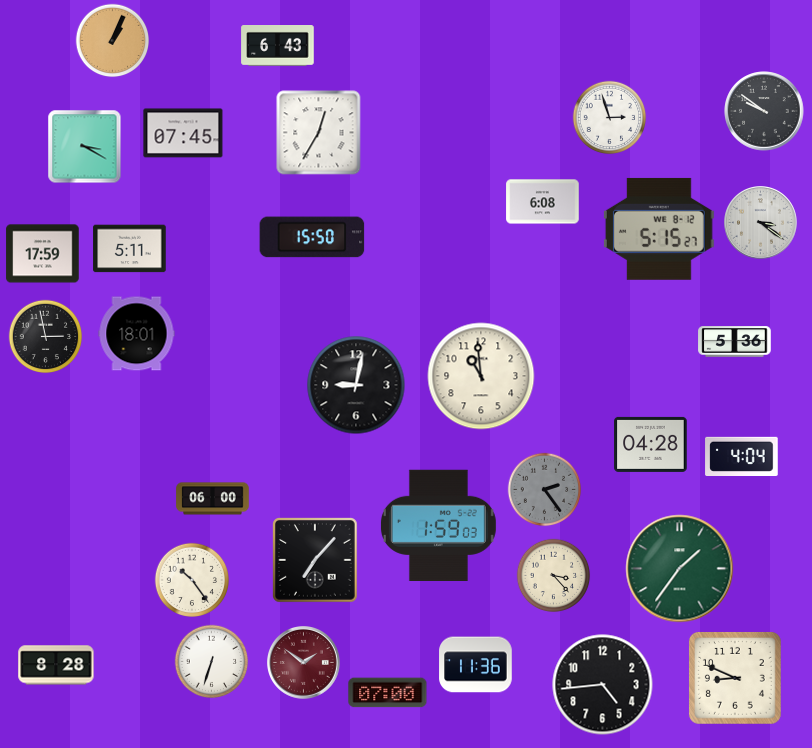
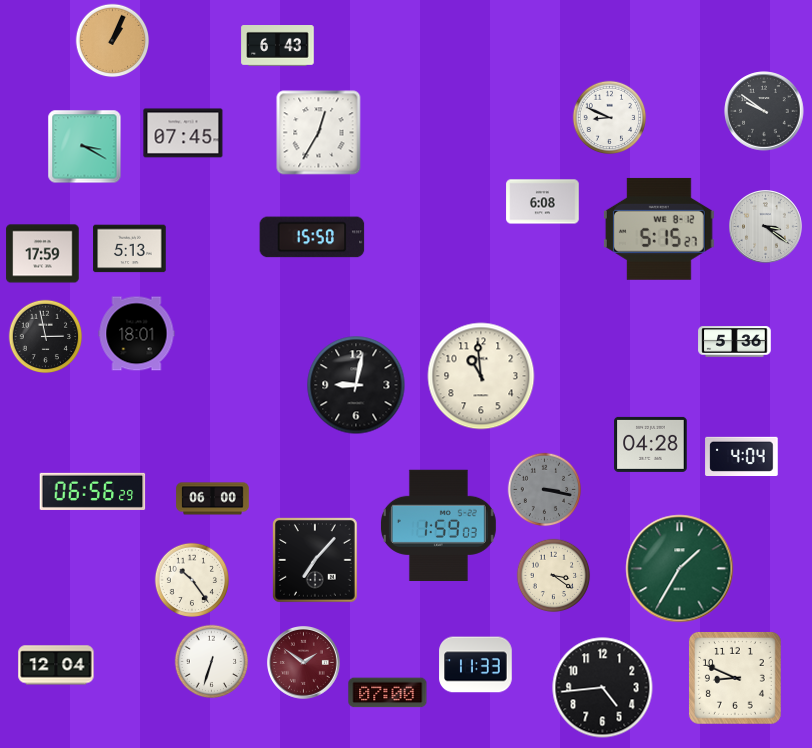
clock at (610, 118): 2:57 -> 8:49
clock at (761, 223) position: (761, 223) -> (766, 227)
clock at (130, 249): 5:11 -> 5:13
clock at (545, 490): 2:24 -> 3:17
clock at (93, 491): none -> 06:56
clock at (680, 569): 1:36 -> 1:35
clock at (554, 576): 3:23 -> 3:21
clock at (56, 665): 8:28 -> 12:04
clock at (476, 665): 11:36 -> 11:33
clock at (603, 685) position: (603, 685) -> (603, 688)
